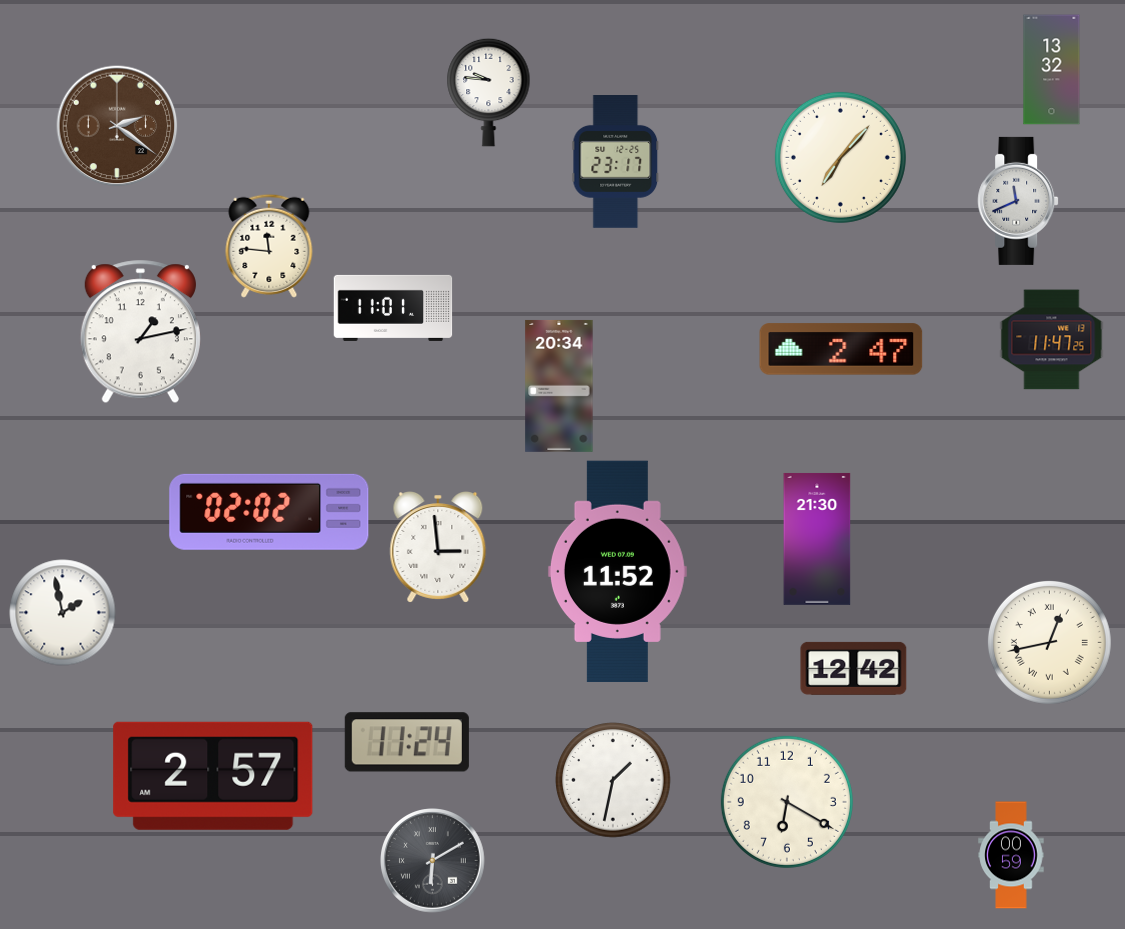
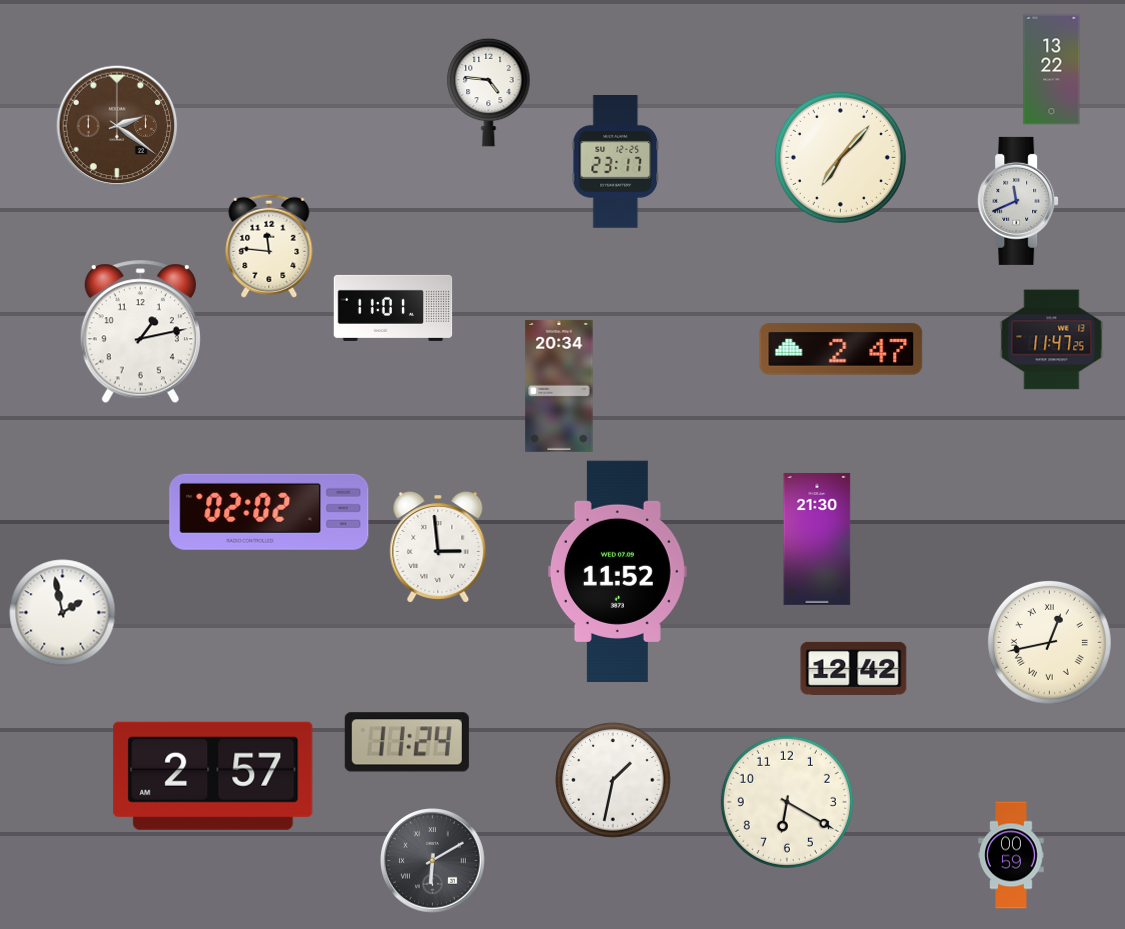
clock at (1052, 70): 13:32 -> 13:22
clock at (489, 92): 9:46 -> 4:46
